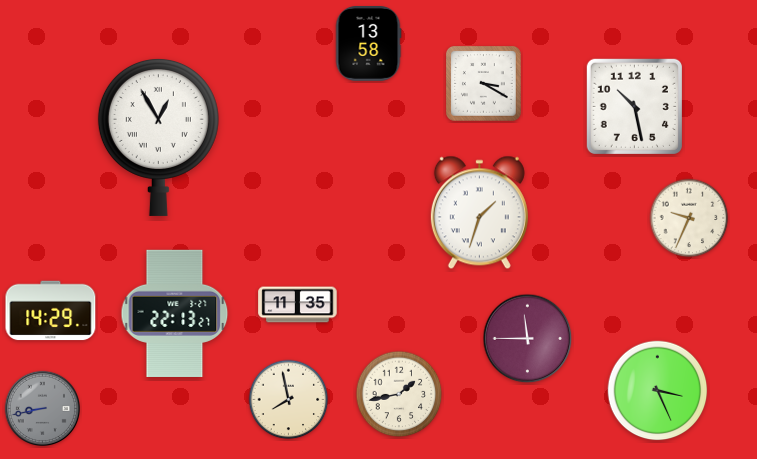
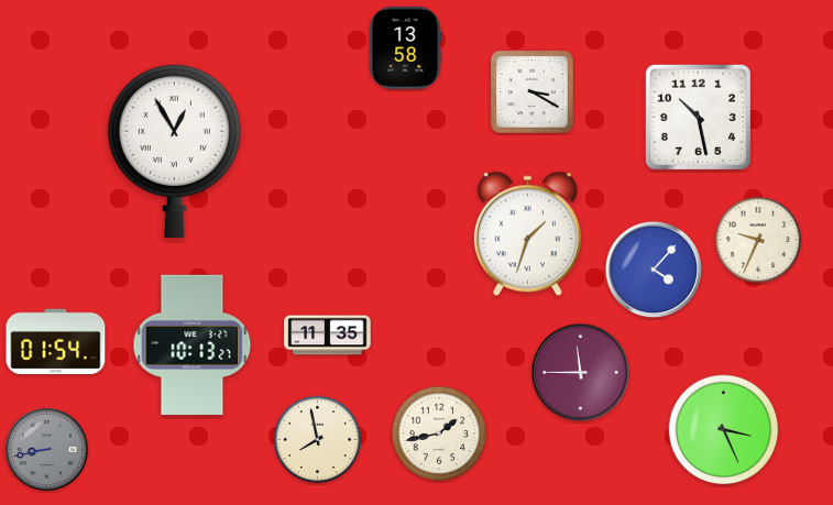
clock at (654, 270): none -> 4:07
clock at (51, 311): 14:29 -> 01:54
clock at (175, 313): 22:13 -> 10:13
